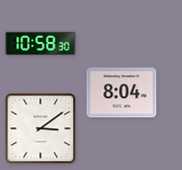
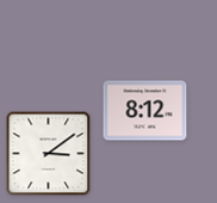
clock at (41, 43): 10:58 -> none
clock at (122, 93): 8:04 -> 8:12
